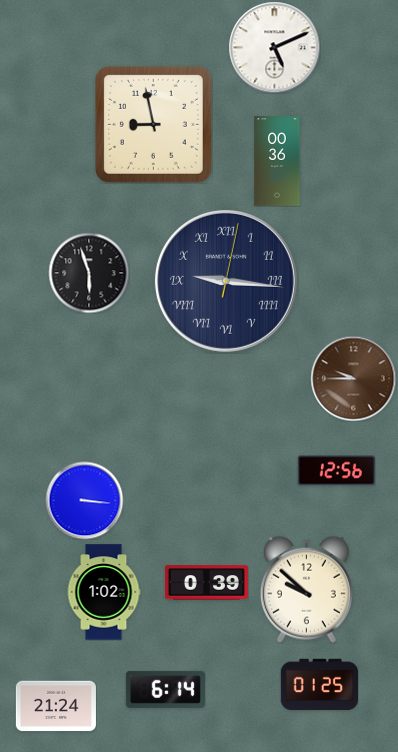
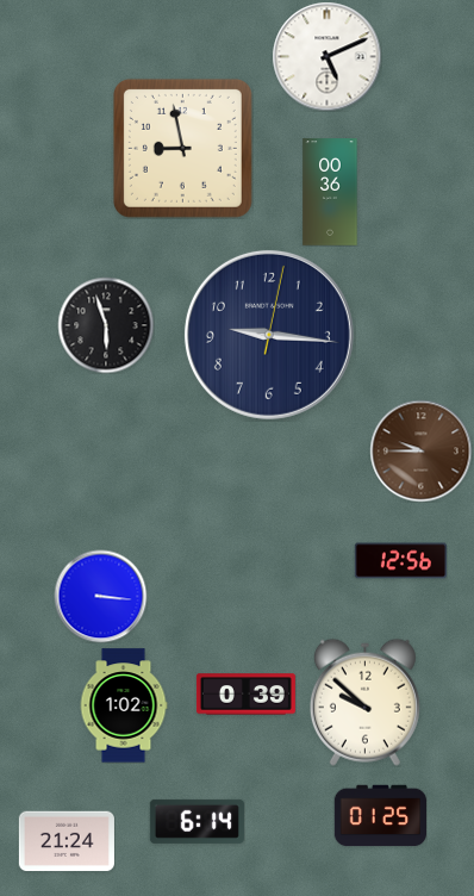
clock at (226, 281) numerals: Roman -> Arabic
